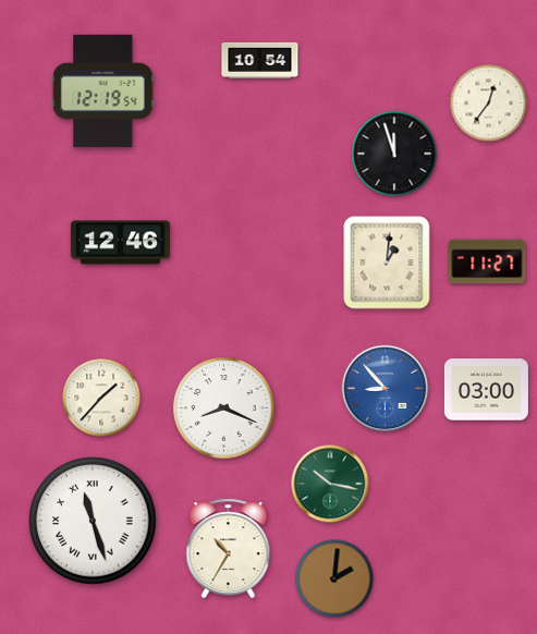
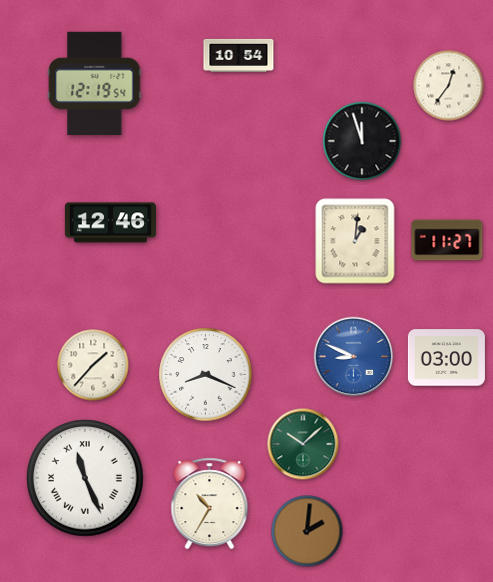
clock at (489, 103) position: (489, 103) -> (449, 86)
clock at (386, 389): 8:53 -> 8:49
clock at (330, 484): 10:17 -> 10:08
clock at (93, 521): 11:27 -> 11:26
